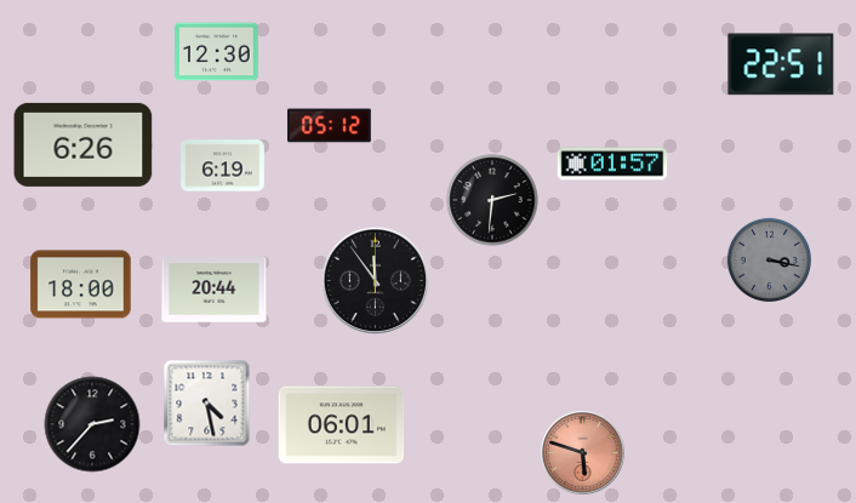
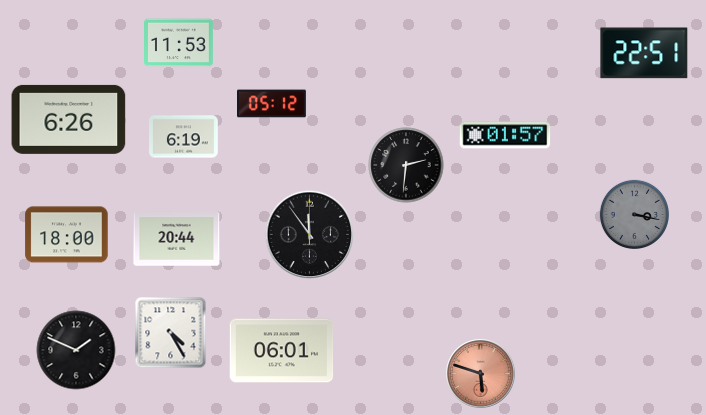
clock at (217, 52): 12:30 -> 11:53
clock at (376, 281) position: (376, 281) -> (310, 235)
clock at (207, 404): 4:28 -> 4:25
clock at (92, 424): 2:37 -> 1:49
